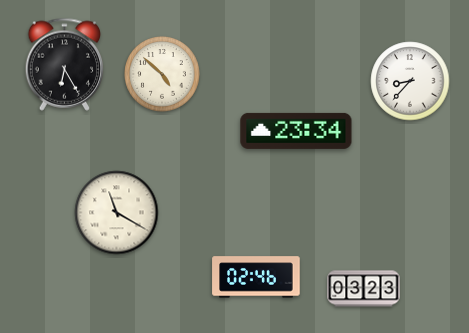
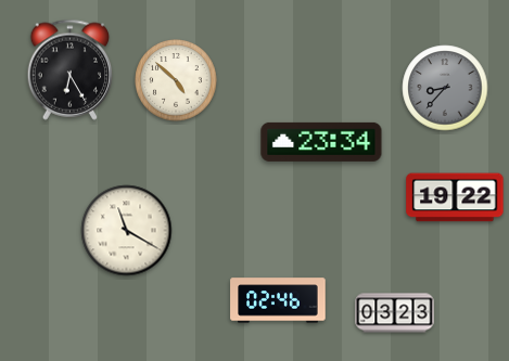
clock at (410, 81) dial: white -> grey
clock at (455, 197): none -> 19:22
